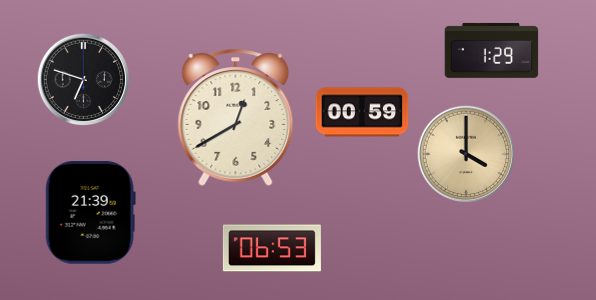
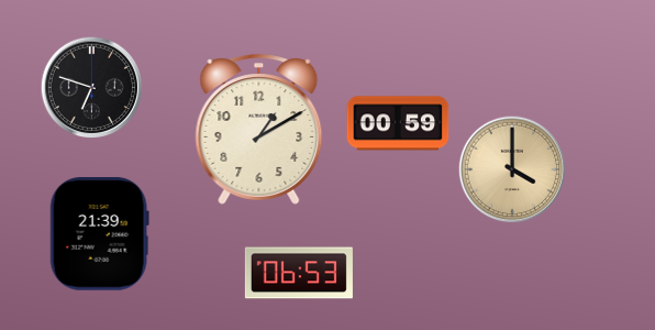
clock at (492, 50): 1:29 -> none
clock at (236, 118): 12:40 -> 1:10
